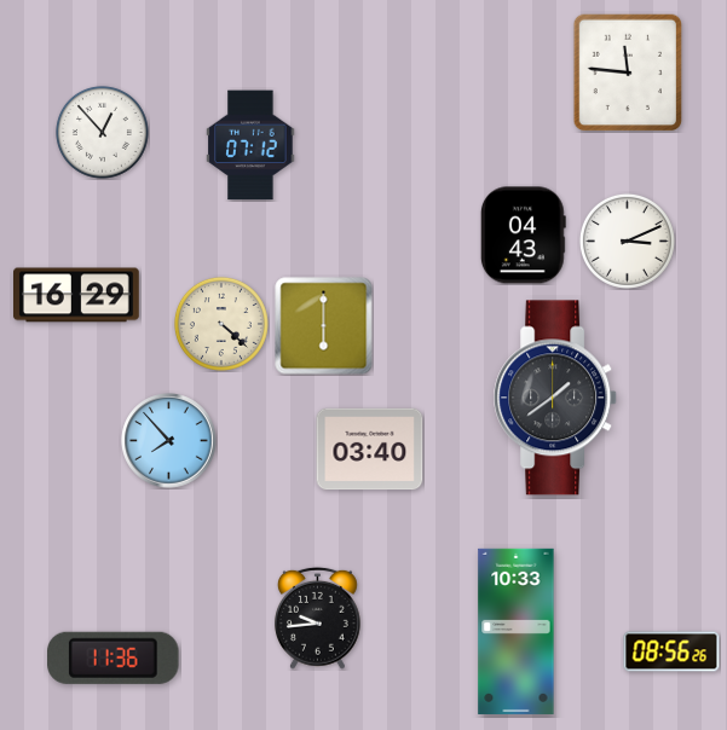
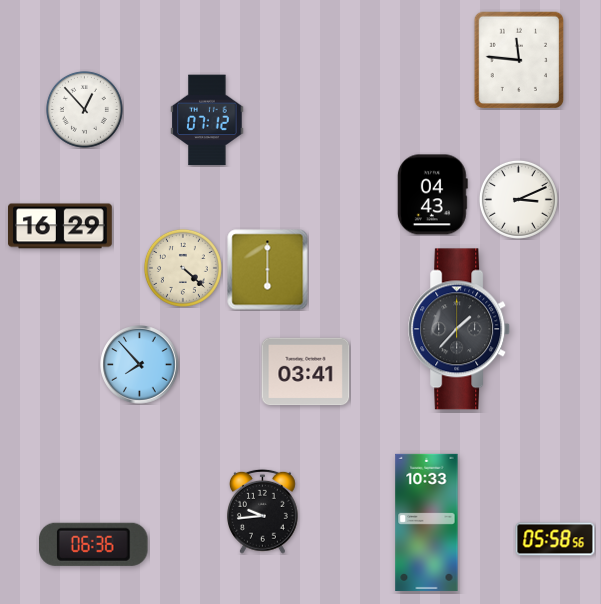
clock at (77, 295) position: (77, 295) -> (61, 226)
clock at (556, 398): 1:39 -> 1:37
clock at (370, 450): 03:40 -> 03:41
clock at (671, 651): 08:56 -> 05:58
clock at (114, 657): 11:36 -> 06:36
